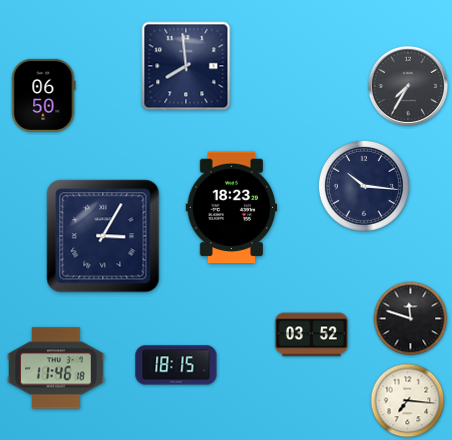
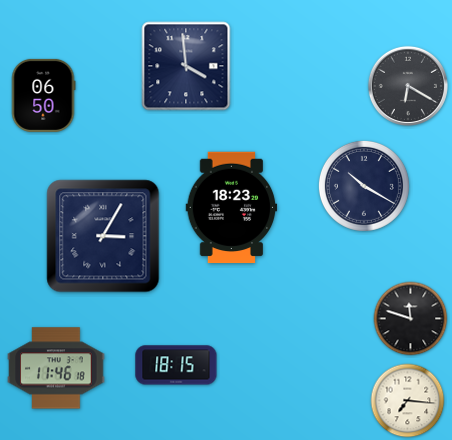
clock at (186, 66): 7:59 -> 3:59
clock at (408, 86): 7:35 -> 6:20
clock at (364, 186): 10:16 -> 10:20
clock at (311, 335): 03:52 -> none
